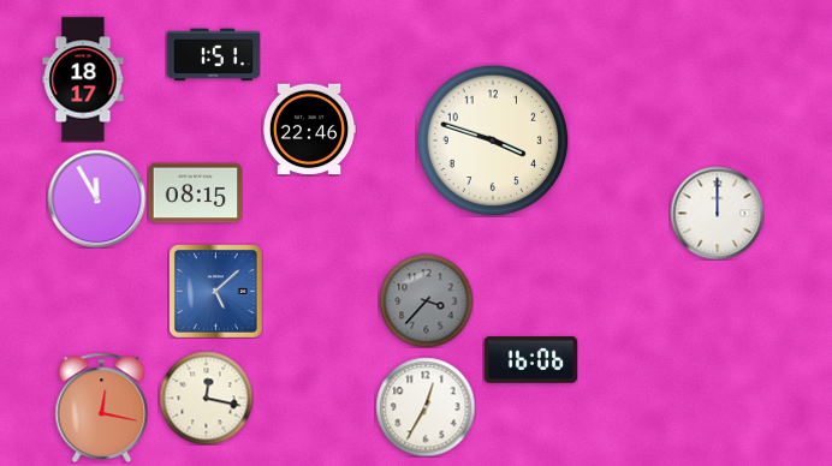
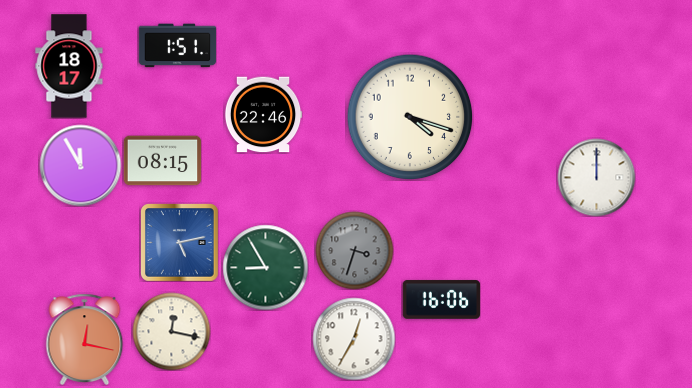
clock at (309, 130) position: (309, 130) -> (263, 115)
clock at (493, 141): 3:48 -> 4:18
clock at (216, 292): 5:08 -> 5:13
clock at (426, 300): 3:37 -> 3:33
clock at (265, 267): none -> 8:55
